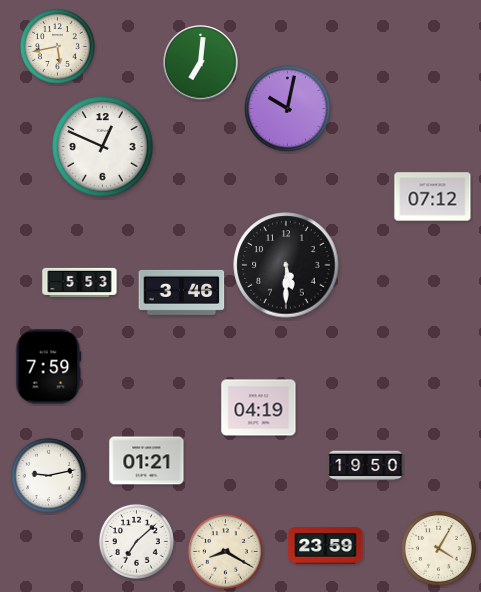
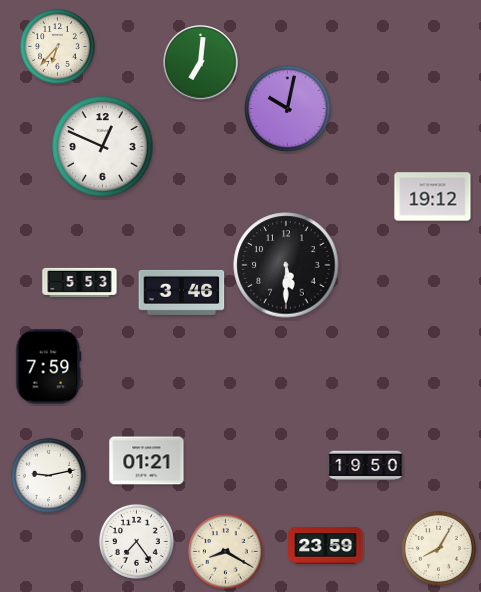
clock at (57, 46): 5:43 -> 6:37
clock at (433, 197): 07:12 -> 19:12
clock at (259, 408): 04:19 -> none
clock at (136, 541): 7:08 -> 7:24
clock at (438, 548): 4:05 -> 8:05
